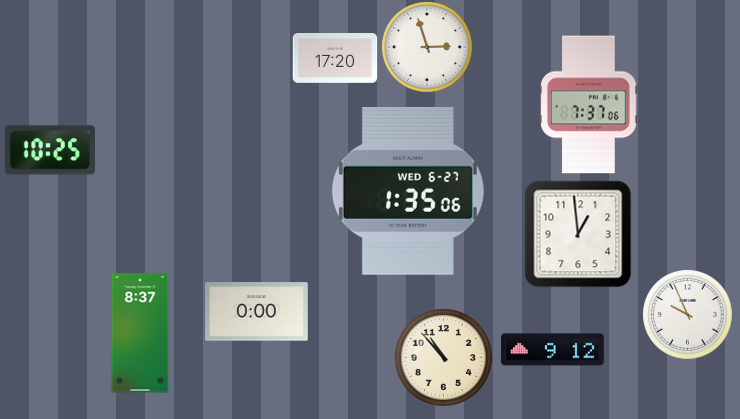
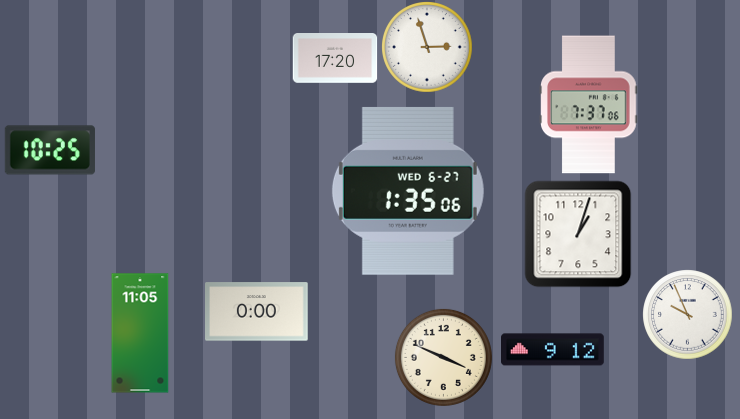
clock at (578, 234): 12:59 -> 1:03
clock at (140, 333): 8:37 -> 11:05
clock at (443, 357): 10:53 -> 3:49
